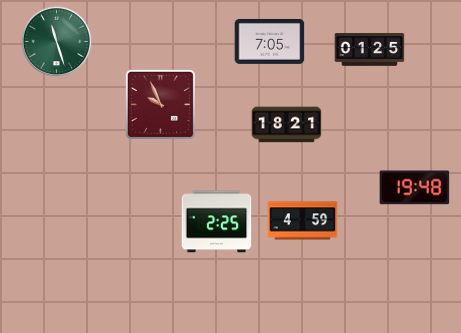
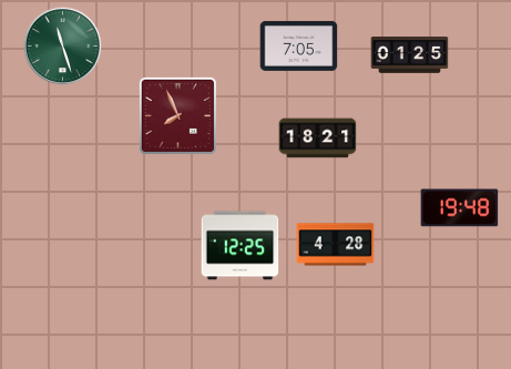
clock at (160, 104): 9:56 -> 7:56
clock at (303, 221): 4:59 -> 4:28
clock at (217, 222): 2:25 -> 12:25
